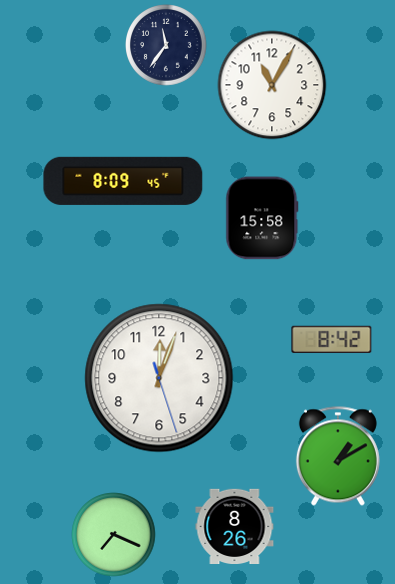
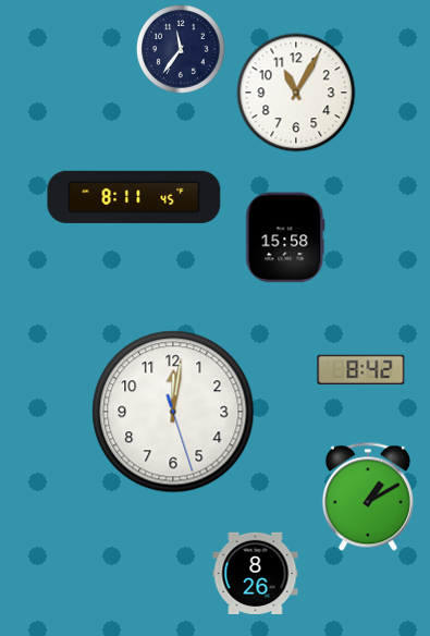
clock at (123, 181): 8:09 -> 8:11
clock at (159, 378): 12:03 -> 12:01
clock at (114, 535): 7:19 -> none
